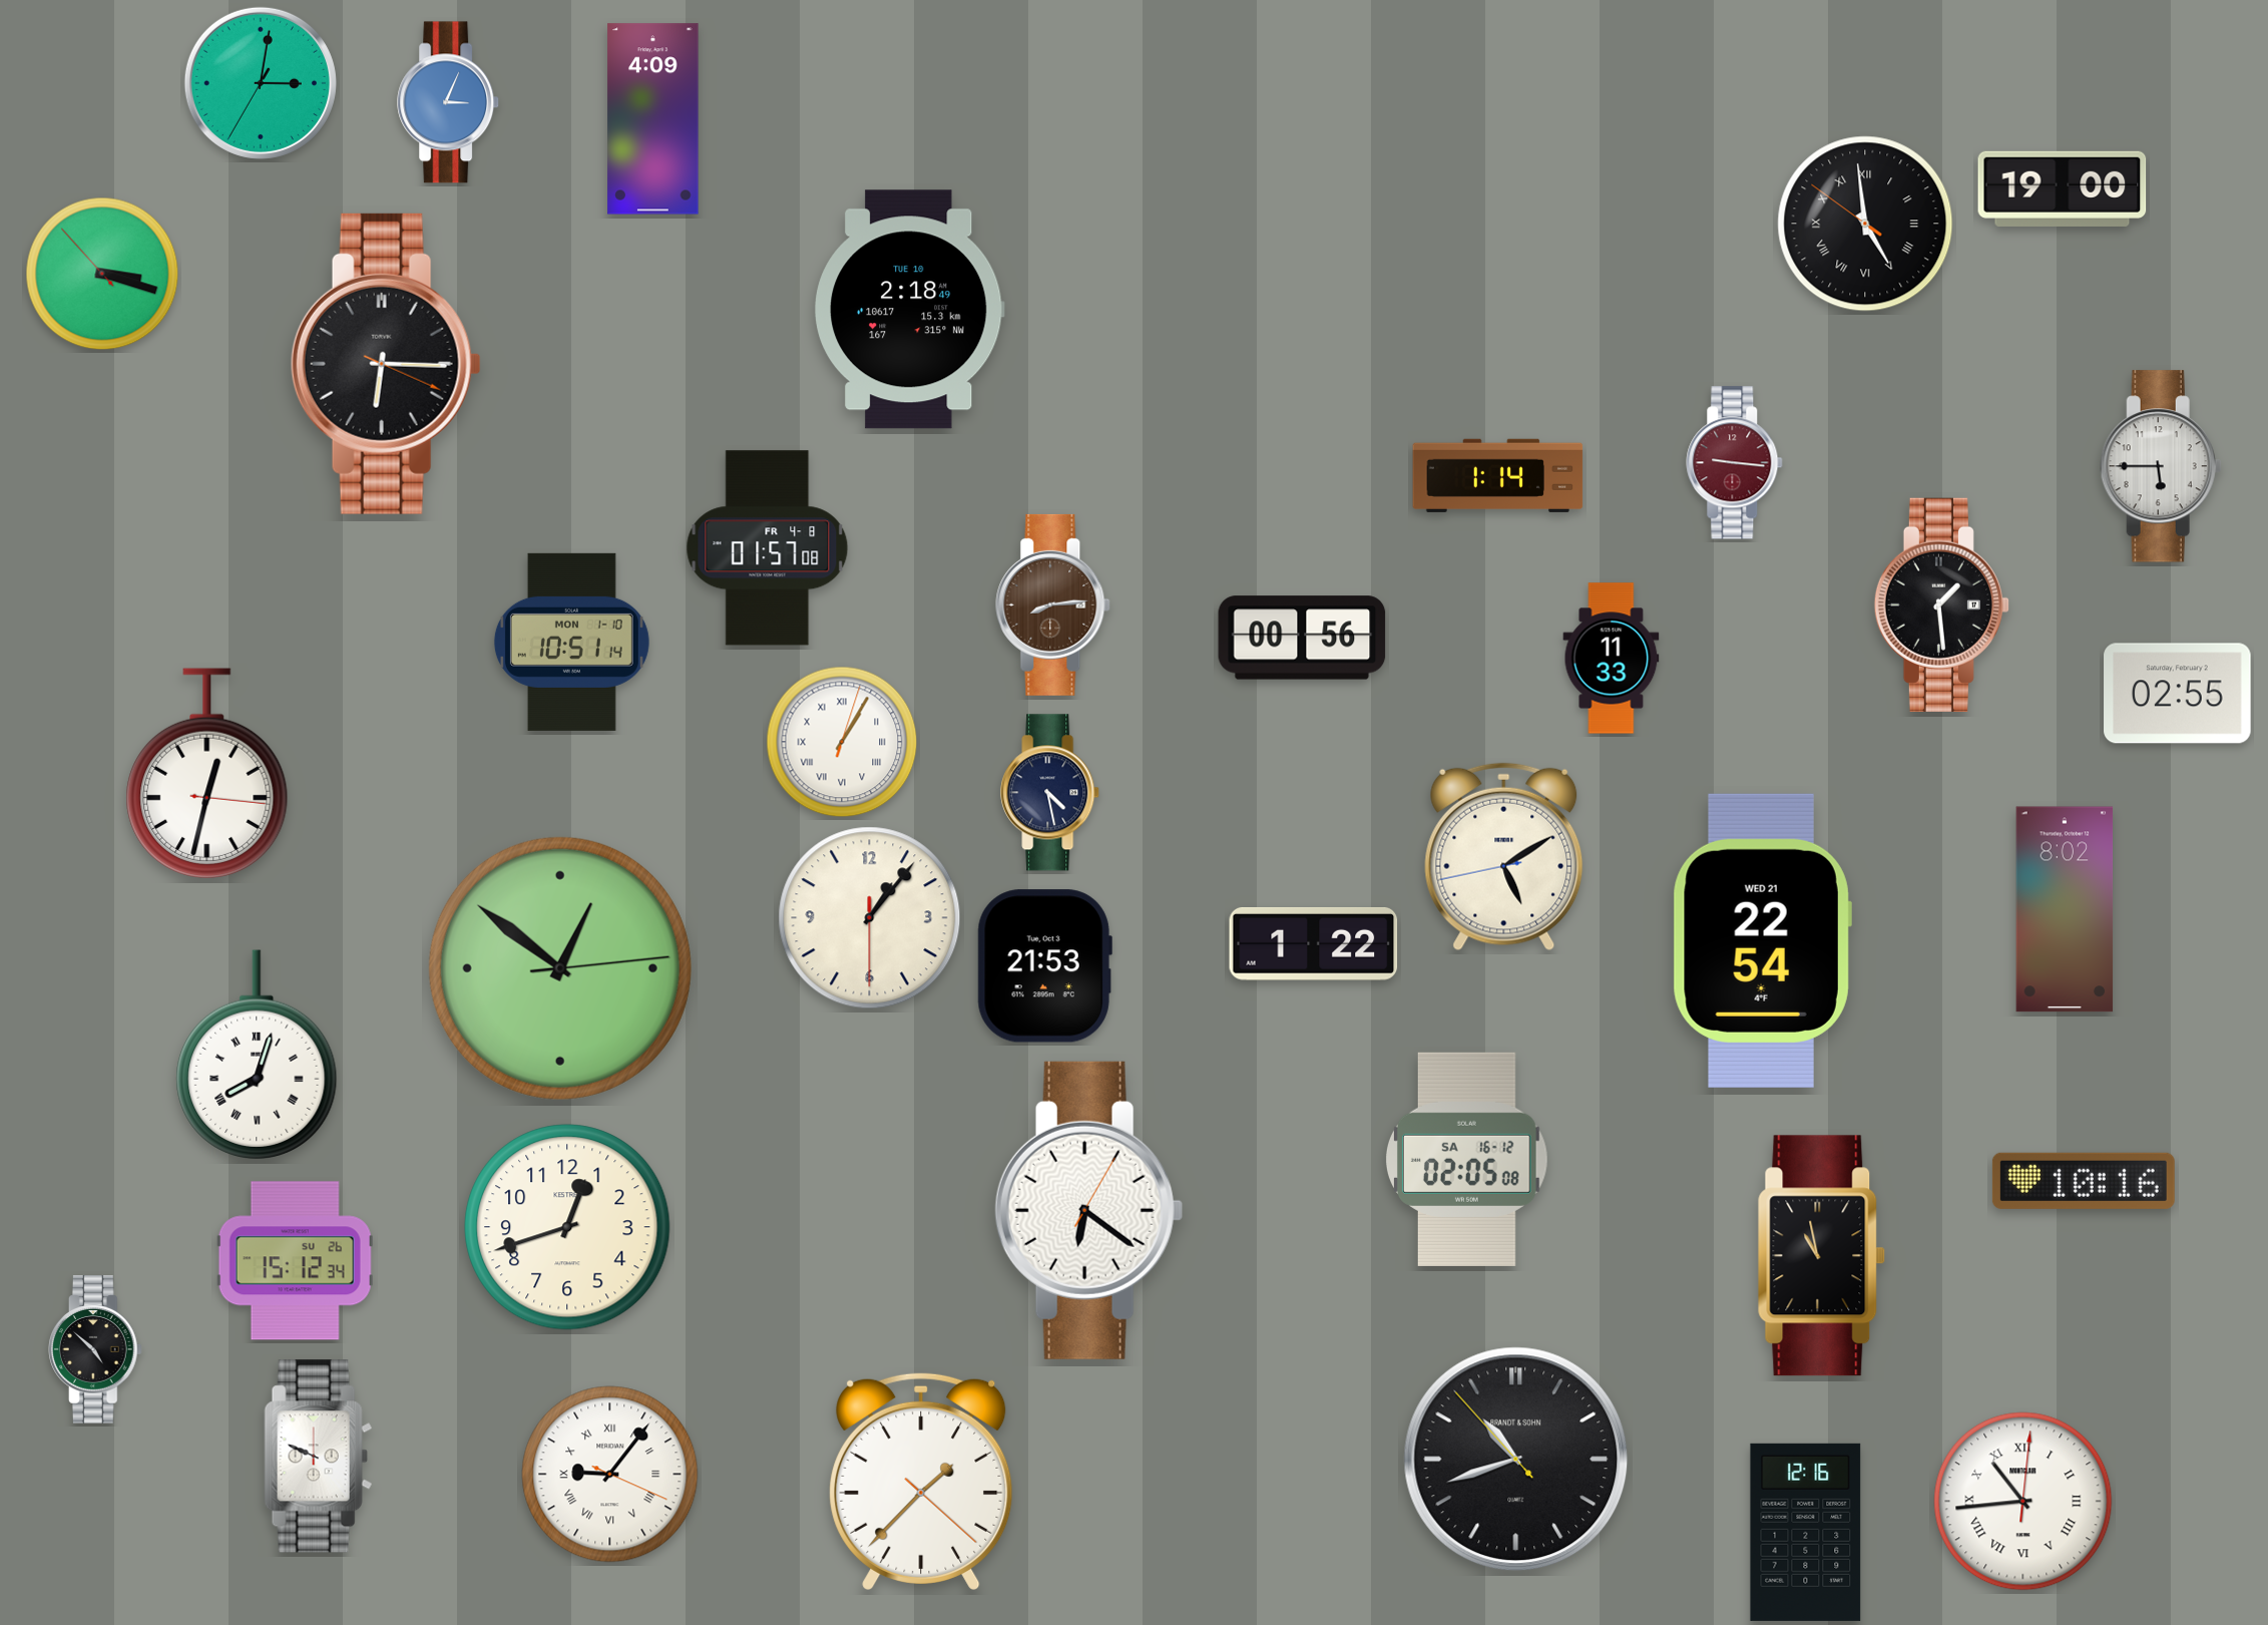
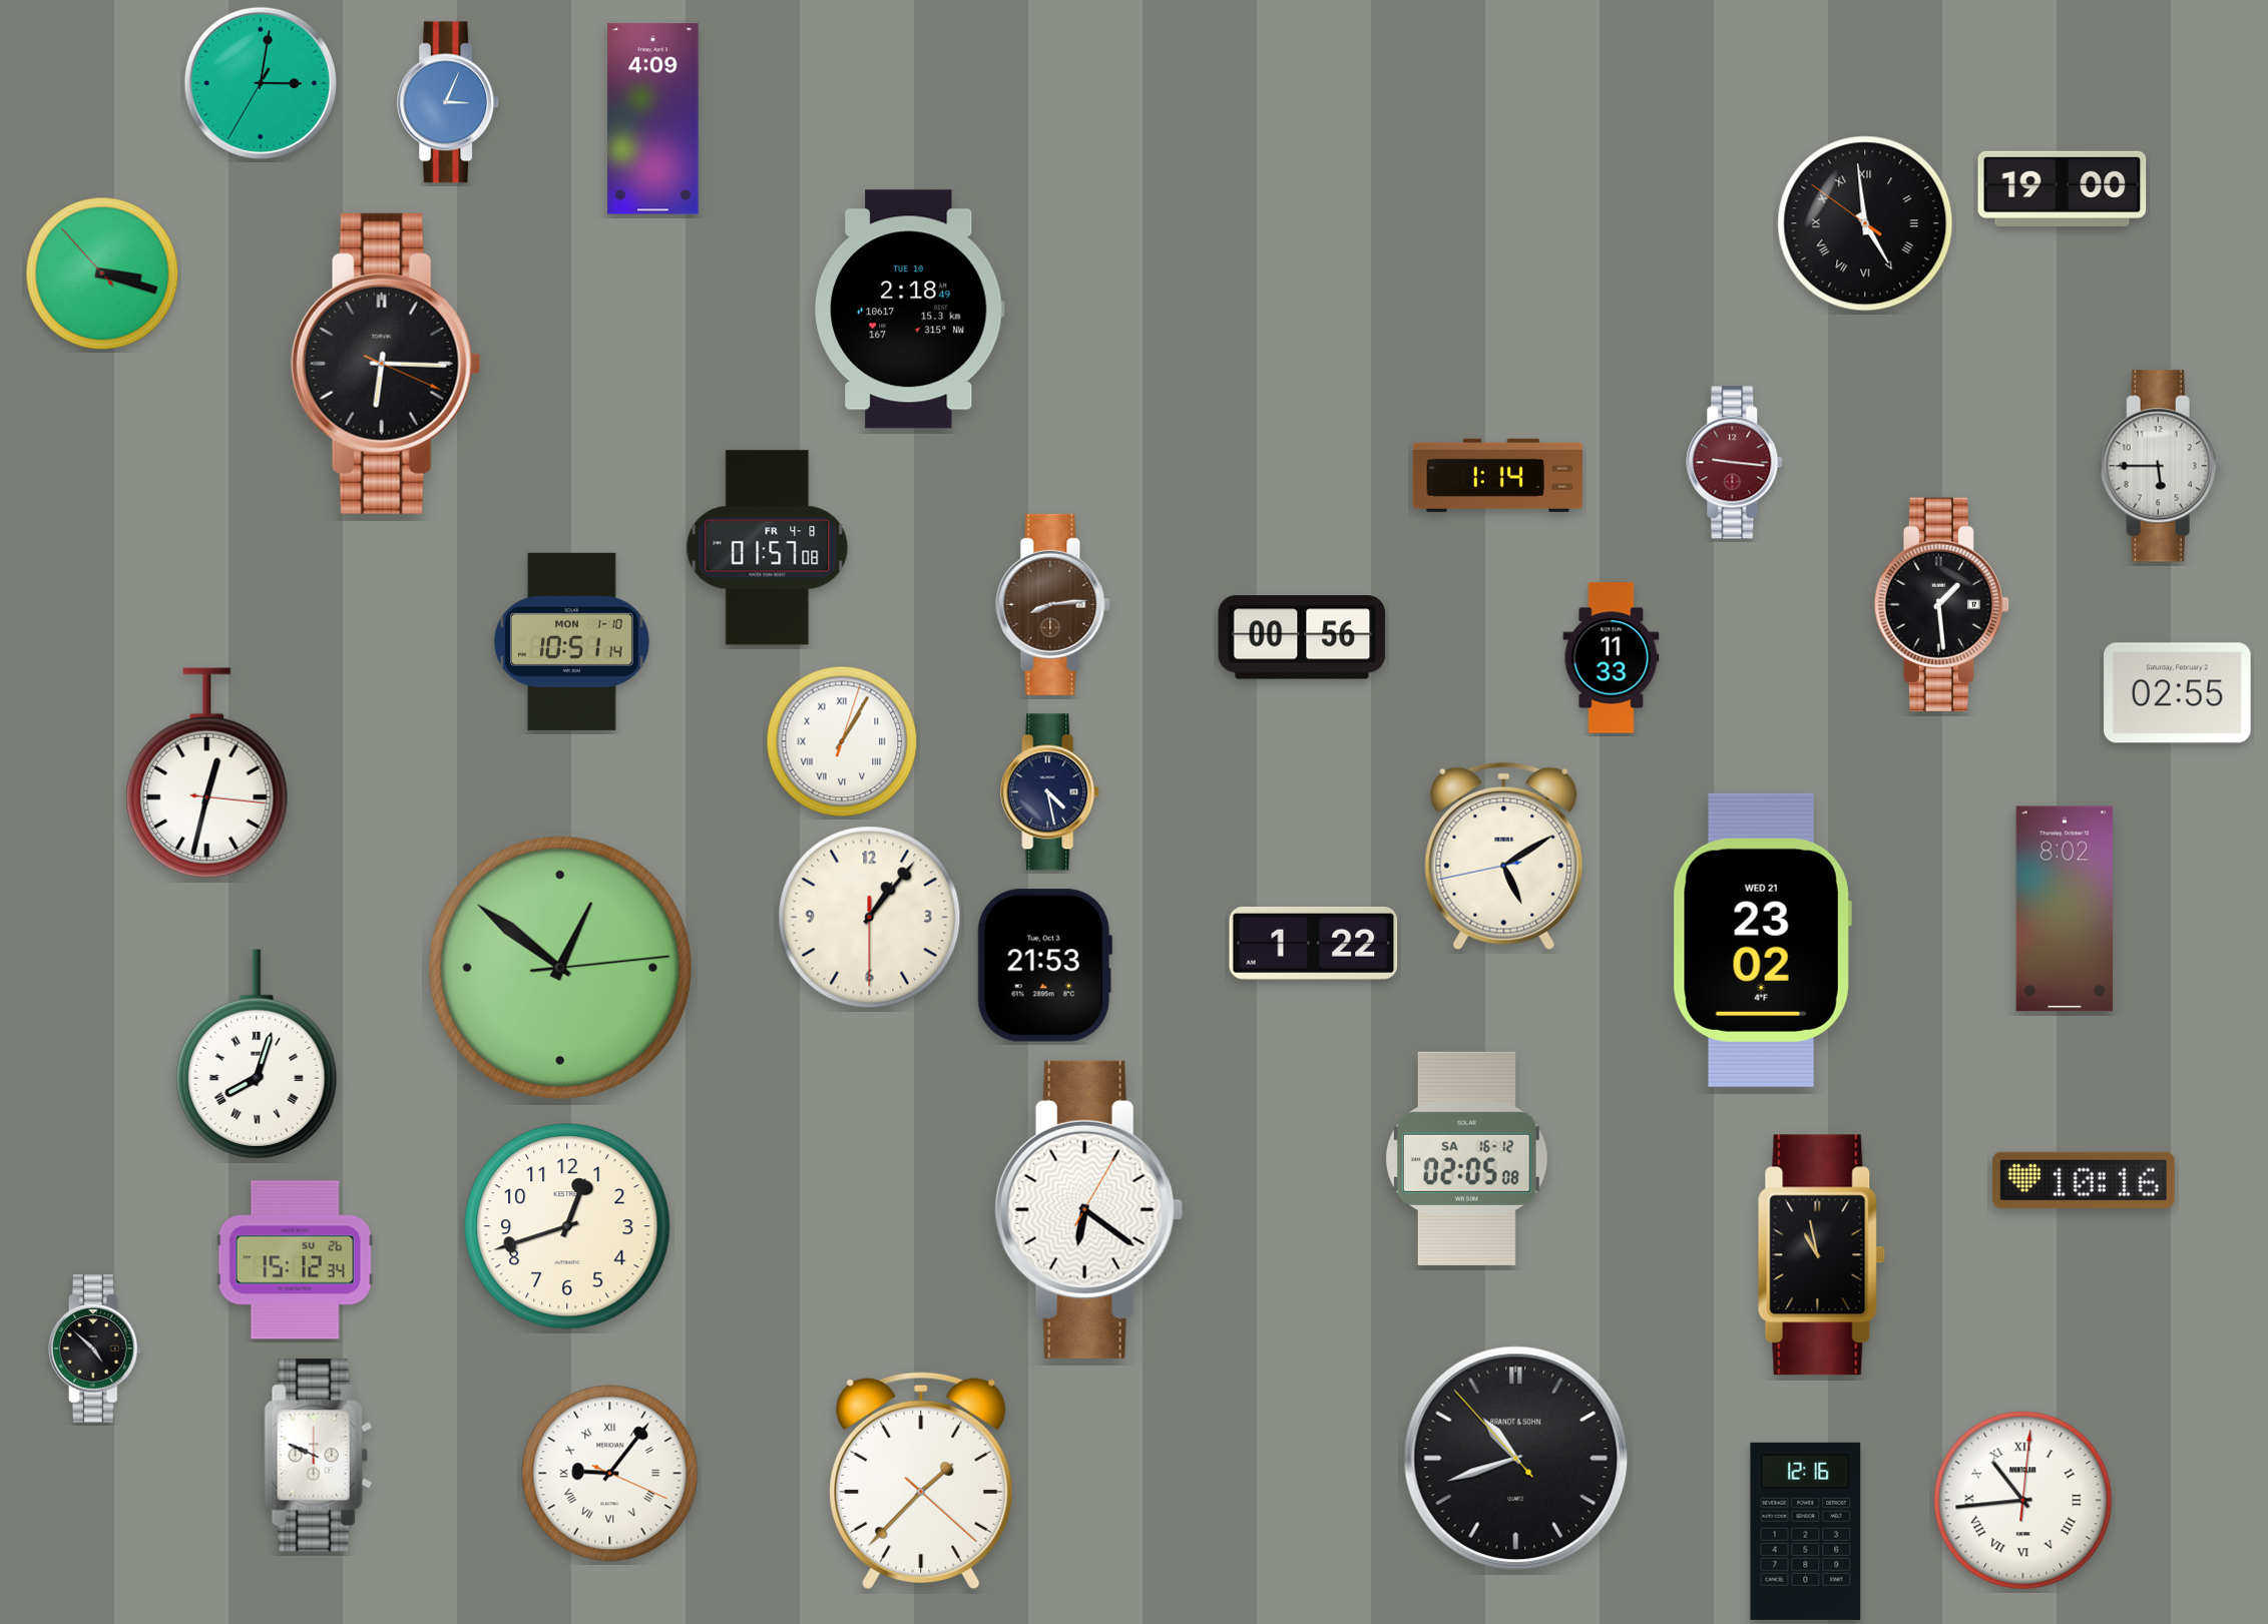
clock at (1762, 940): 22:54 -> 23:02
